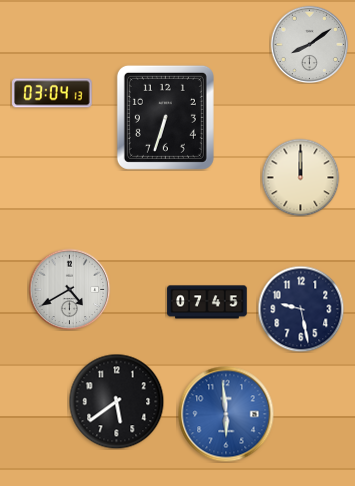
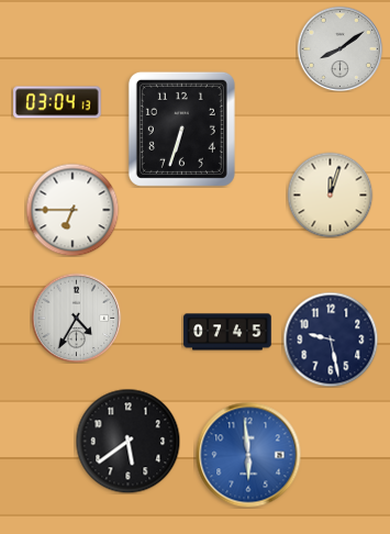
clock at (300, 177): 12:00 -> 12:03
clock at (73, 210): none -> 6:45
clock at (69, 289): 4:40 -> 4:35
